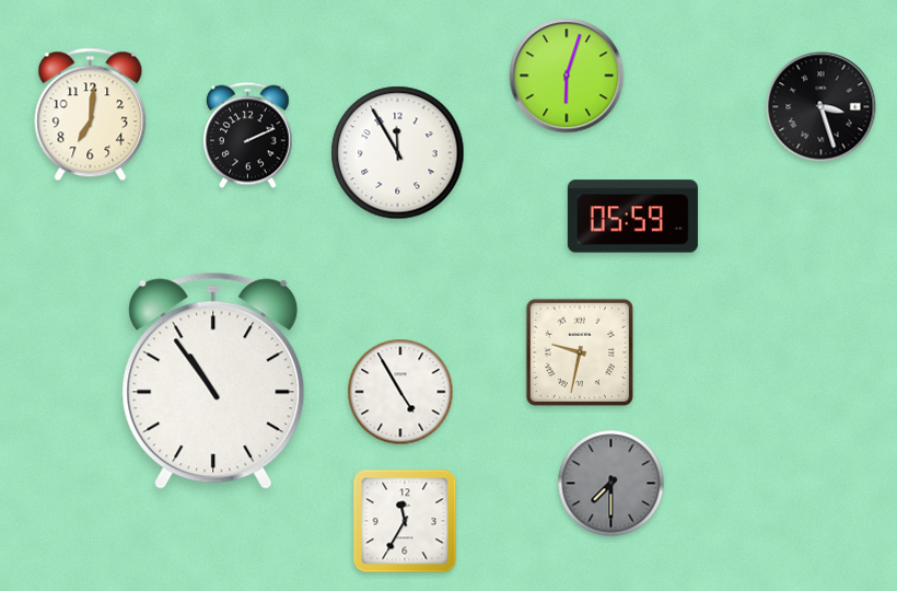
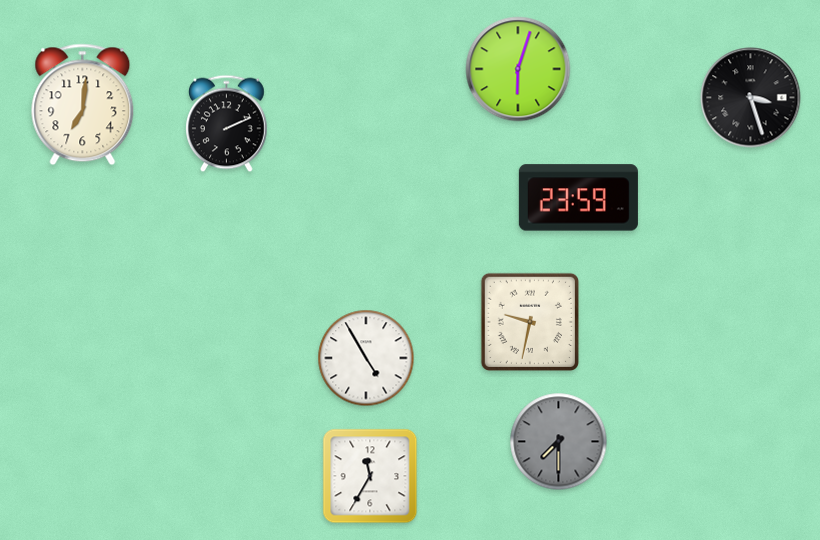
clock at (398, 153): 11:55 -> none
clock at (632, 217): 05:59 -> 23:59
clock at (213, 381): 10:54 -> none
